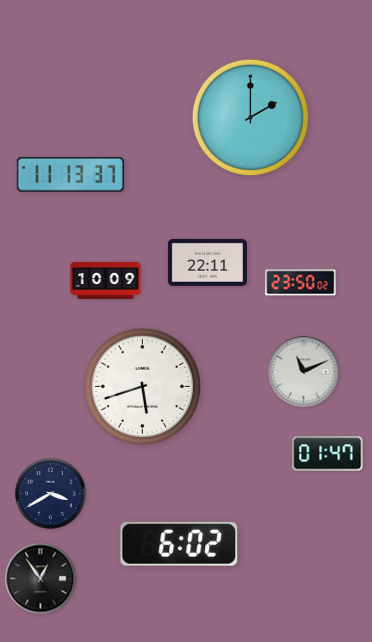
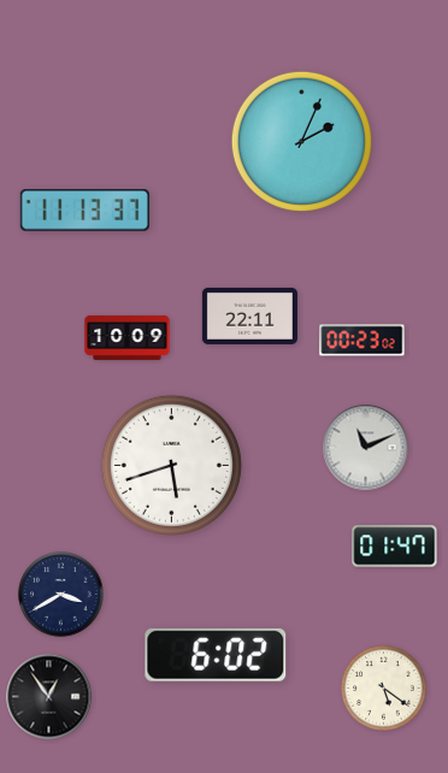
clock at (250, 117): 2:00 -> 2:04
clock at (301, 283): 23:50 -> 00:23
clock at (384, 689): none -> 5:21
